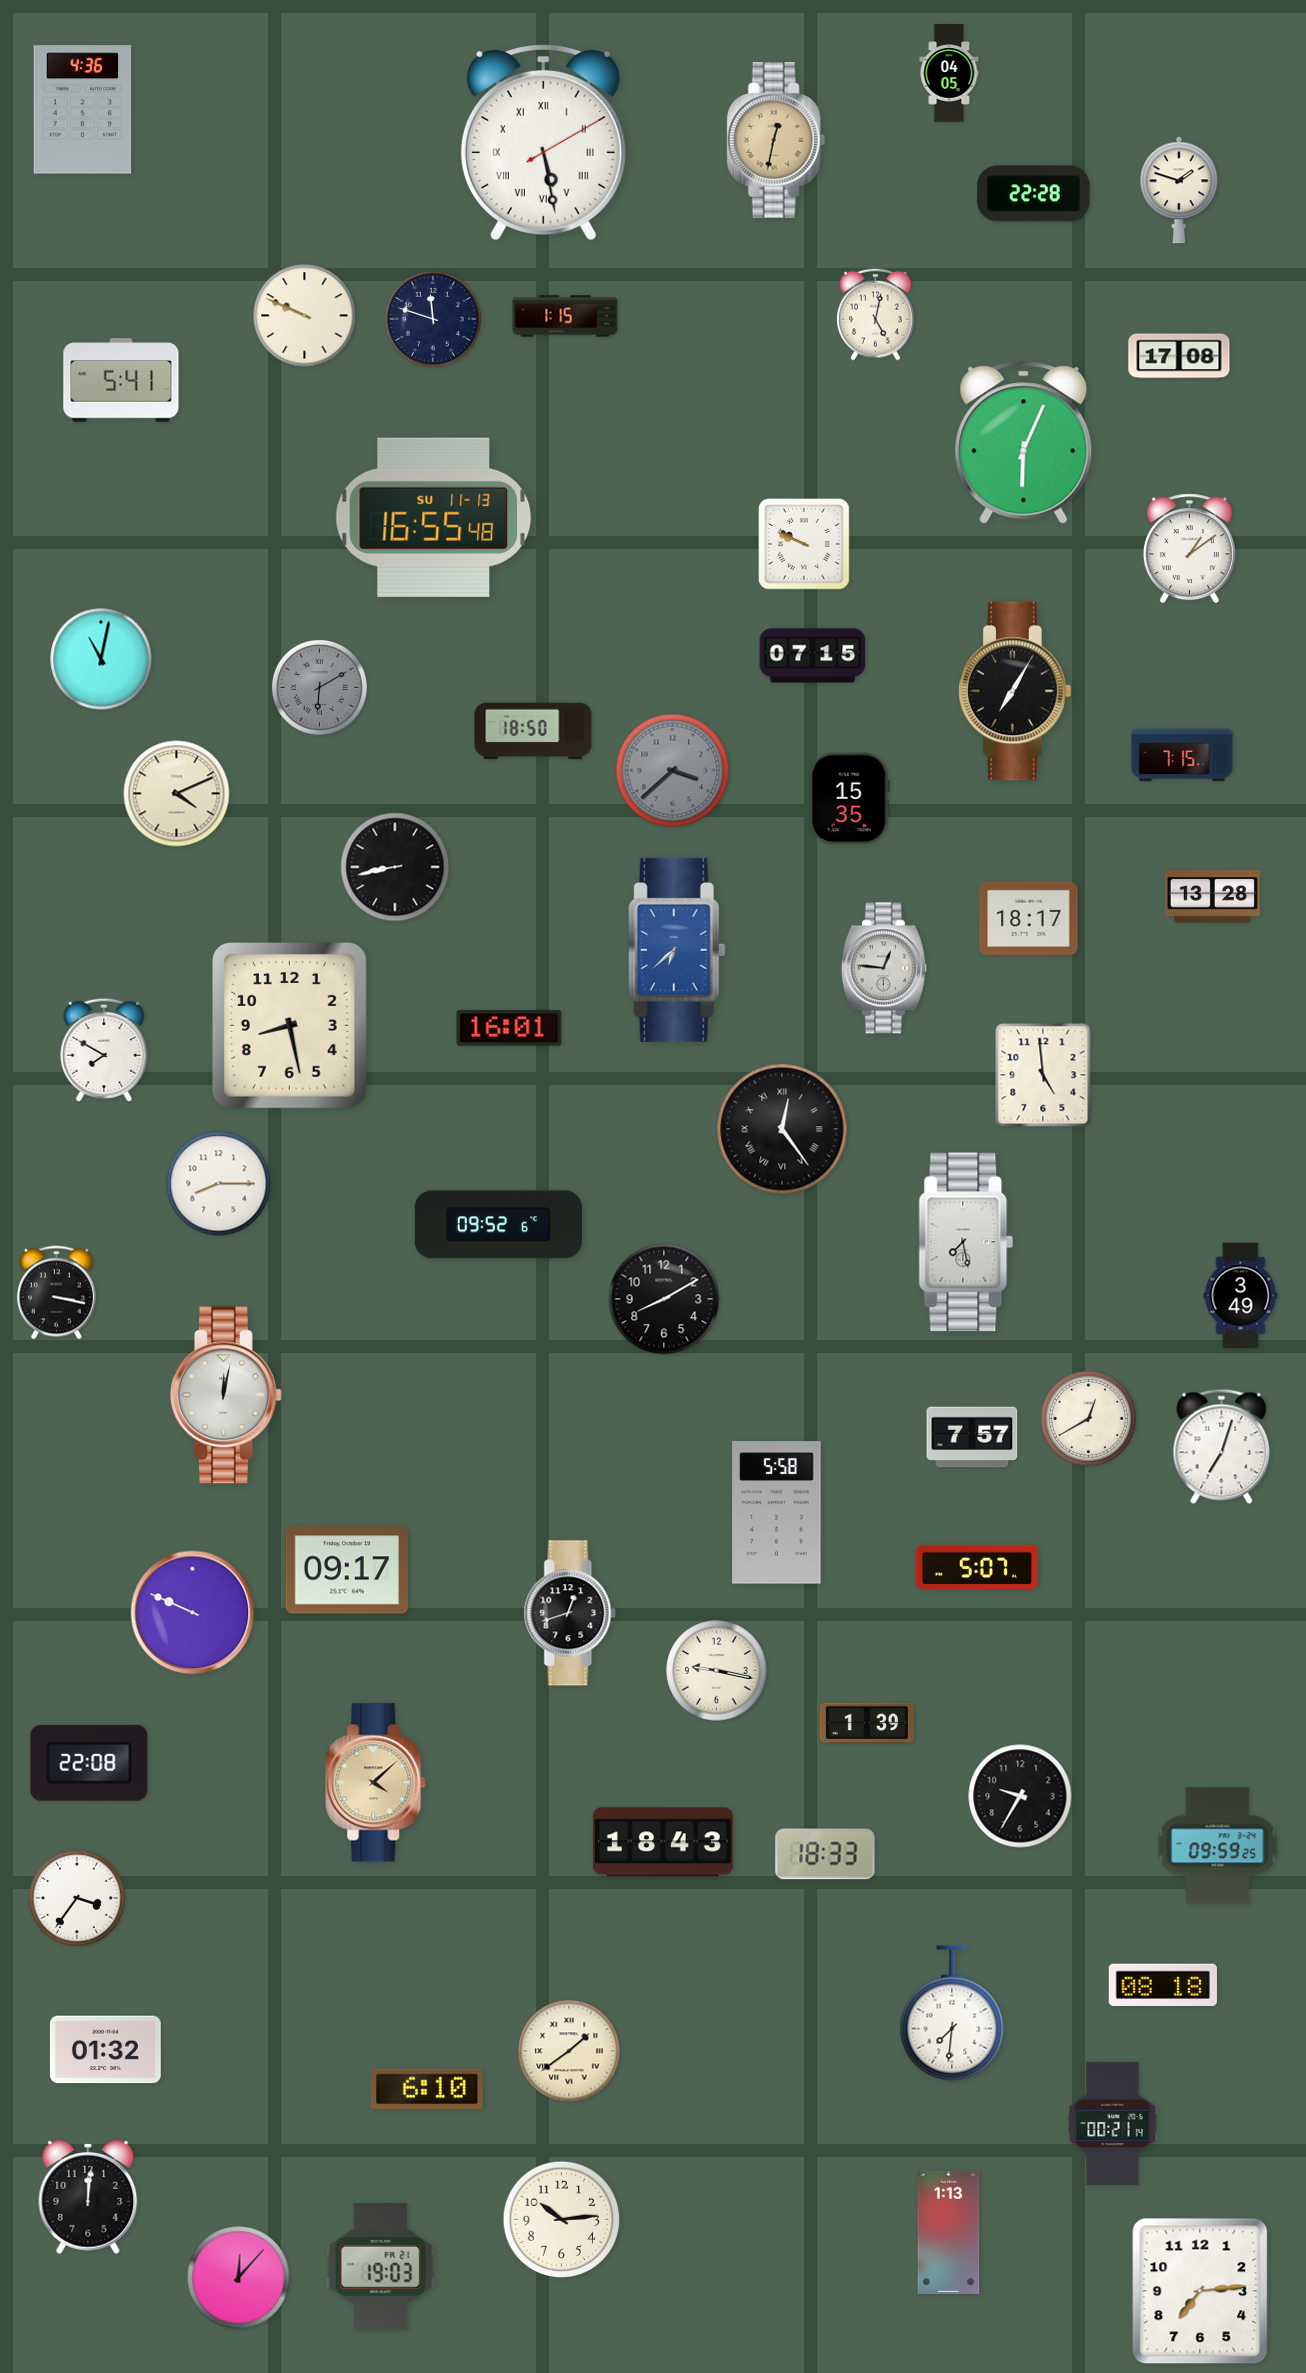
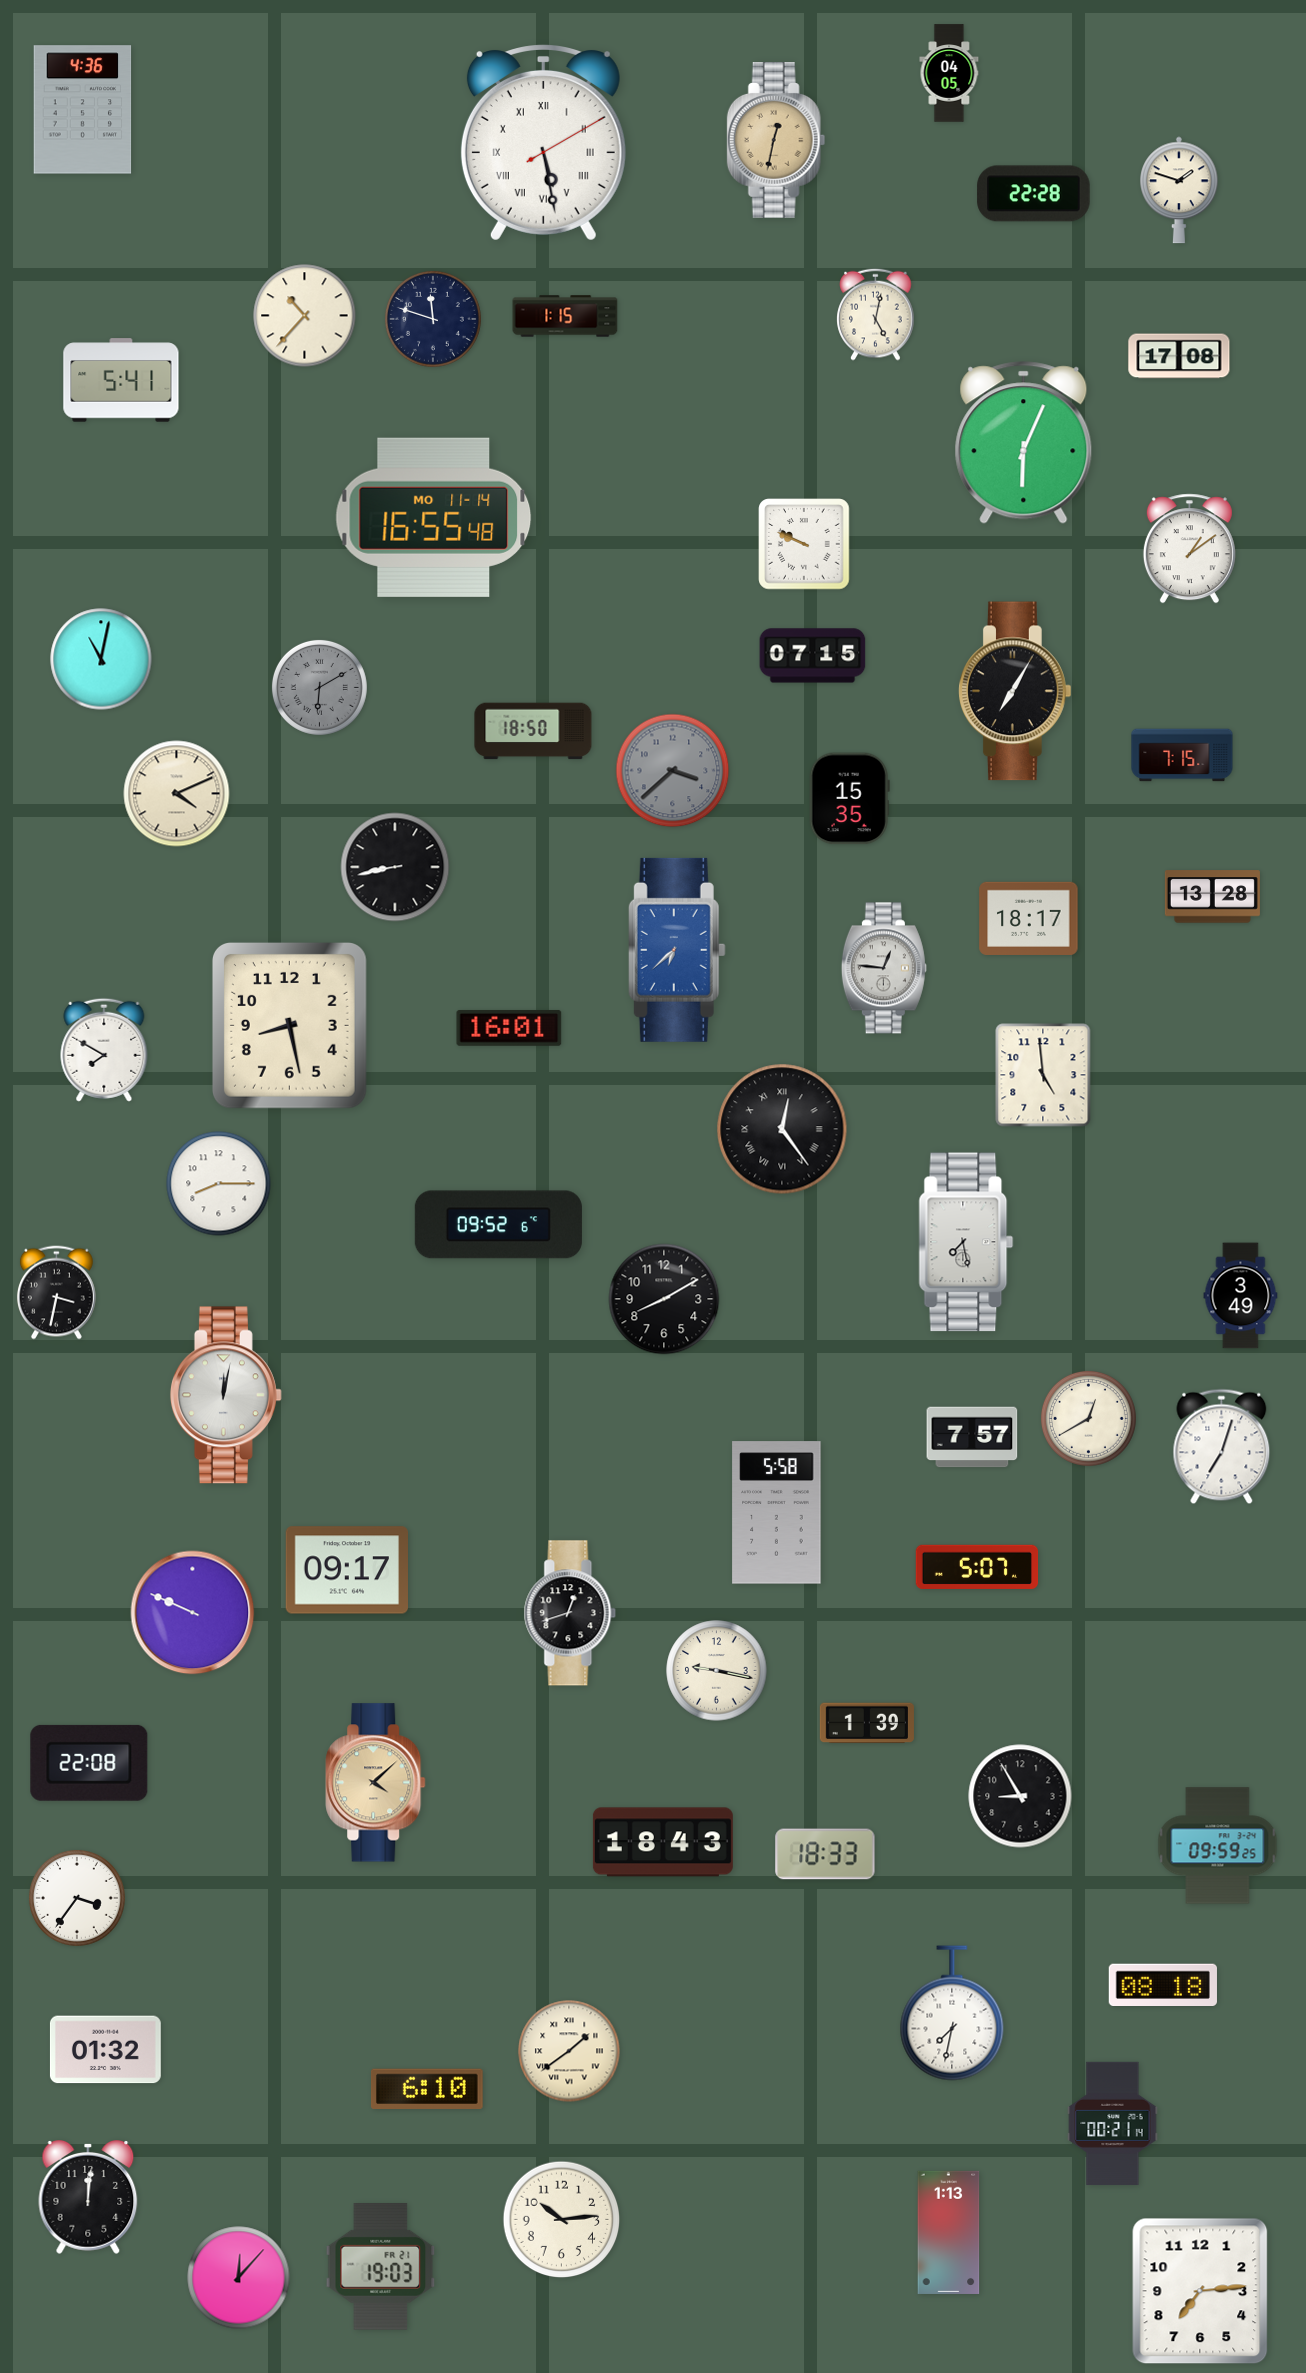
clock at (305, 316): 9:49 -> 10:37
clock at (434, 517) date: SU 11-13 -> MO 11-14
clock at (56, 1293): 3:17 -> 3:32
clock at (1020, 1796): 9:35 -> 8:55
clock at (952, 2013): 7:31 -> 7:32
